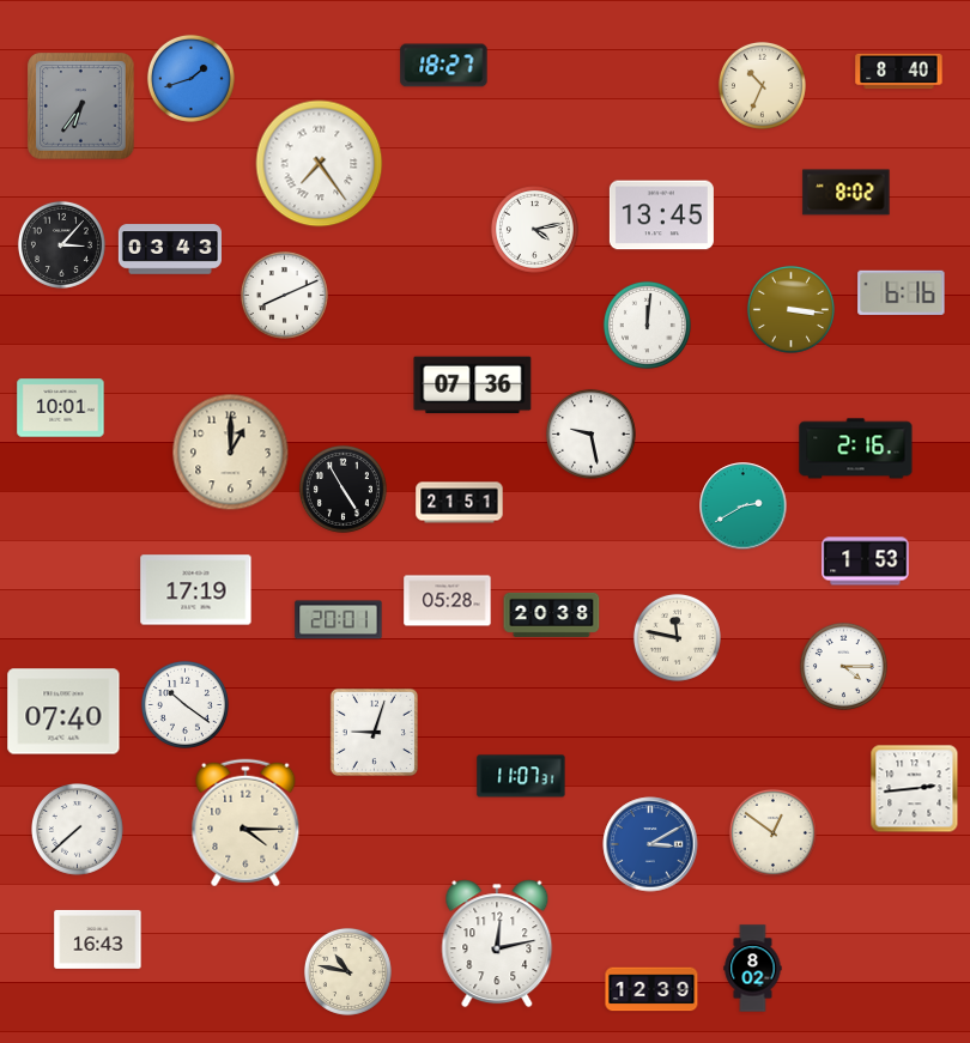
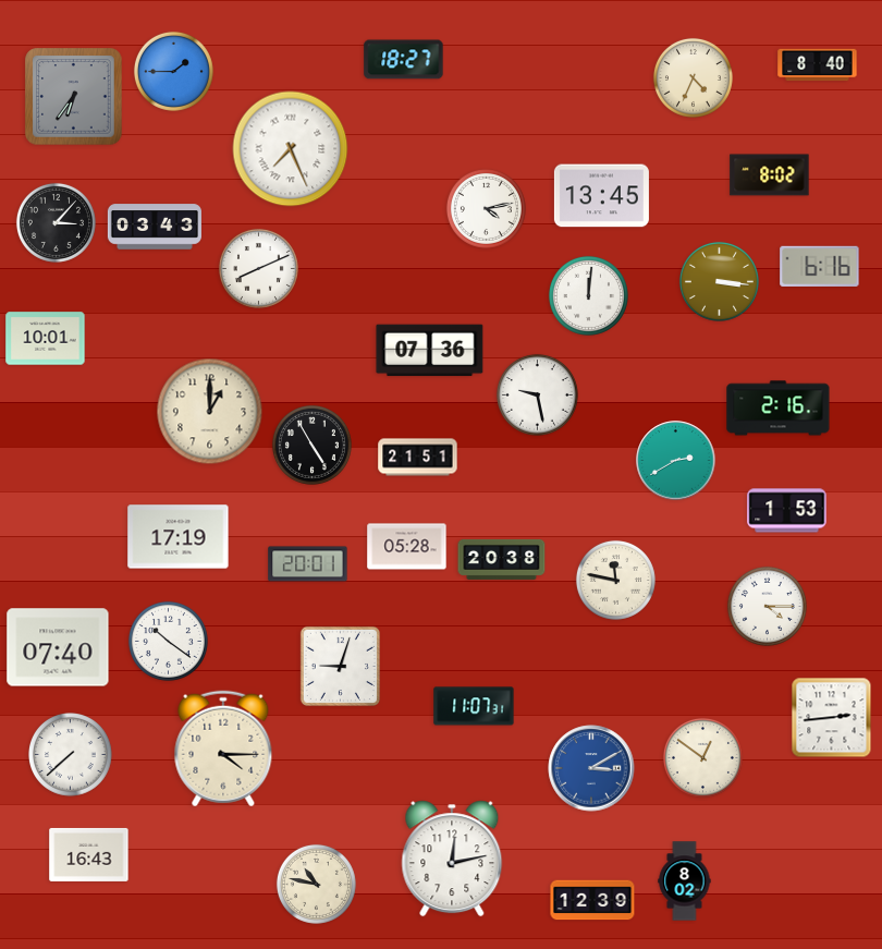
clock at (190, 78): 1:42 -> 1:45
clock at (762, 85): 10:34 -> 4:34
clock at (320, 164): 7:24 -> 7:26
clock at (61, 408) position: (61, 408) -> (46, 339)
